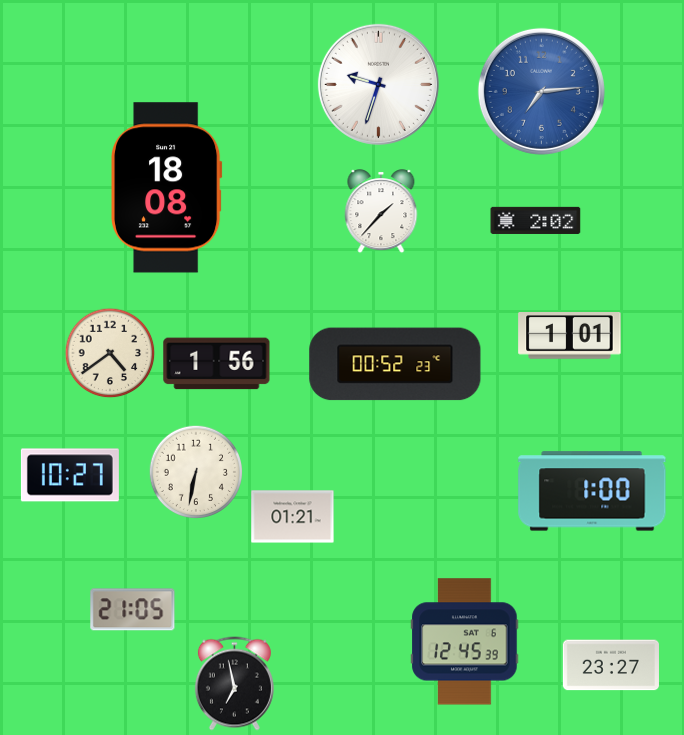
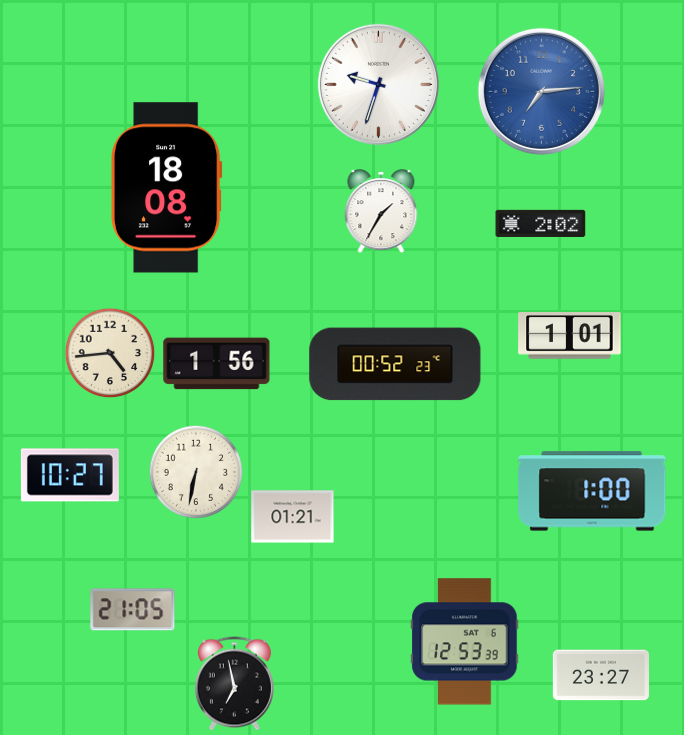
clock at (381, 212): 1:37 -> 1:35
clock at (536, 220) position: (536, 220) -> (541, 223)
clock at (110, 353): 4:39 -> 4:44
clock at (465, 642): 12:45 -> 12:53
clock at (611, 665) position: (611, 665) -> (601, 675)
